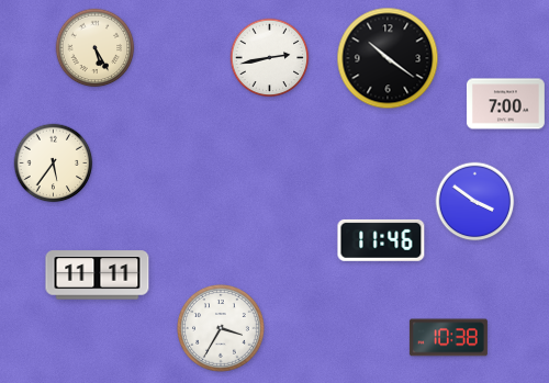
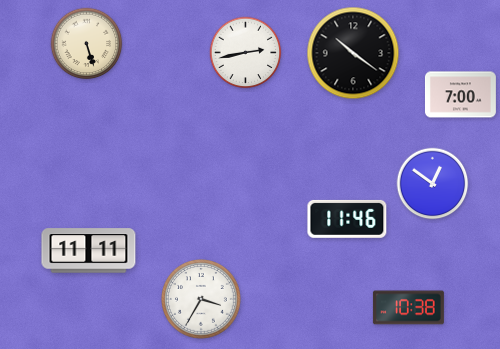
clock at (96, 48): 5:25 -> 5:27
clock at (54, 164): 5:36 -> none
clock at (475, 202): 3:51 -> 12:51
